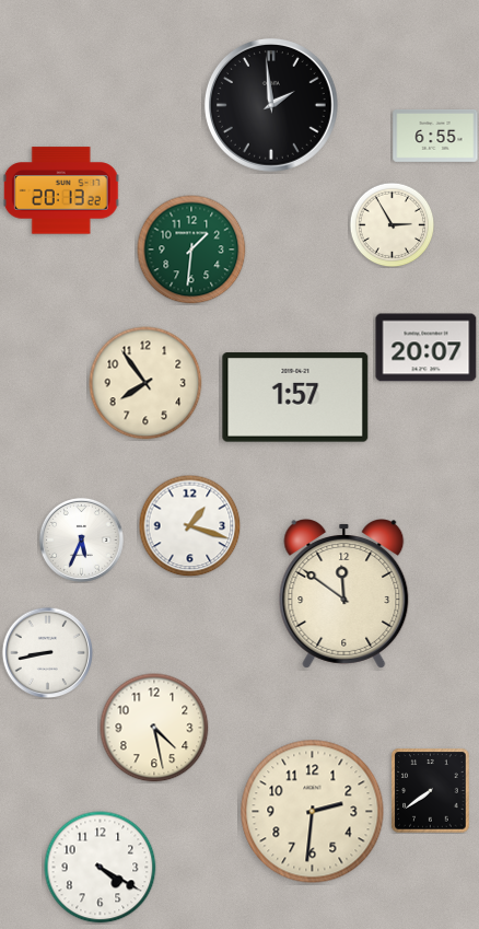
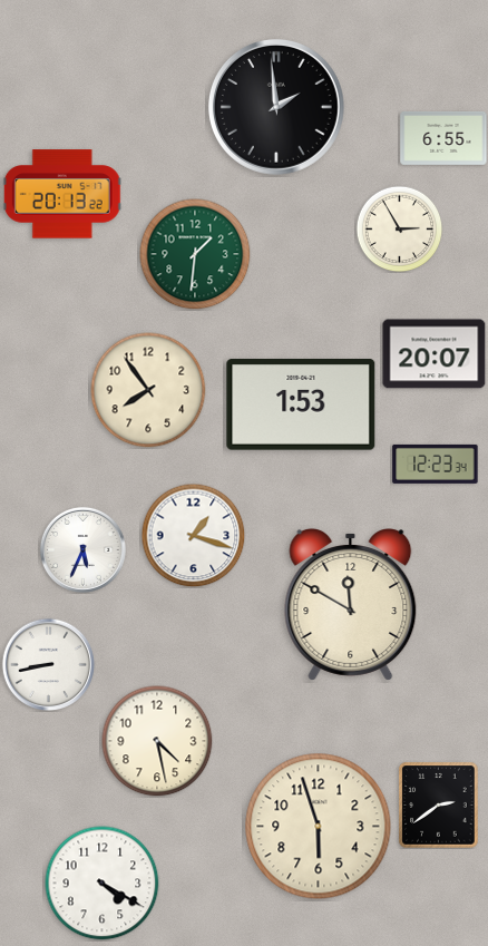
clock at (295, 397): 1:57 -> 1:53
clock at (436, 464): none -> 12:23
clock at (344, 594): 11:51 -> 11:50
clock at (431, 791): 7:39 -> 2:39
clock at (313, 812): 2:31 -> 5:57
